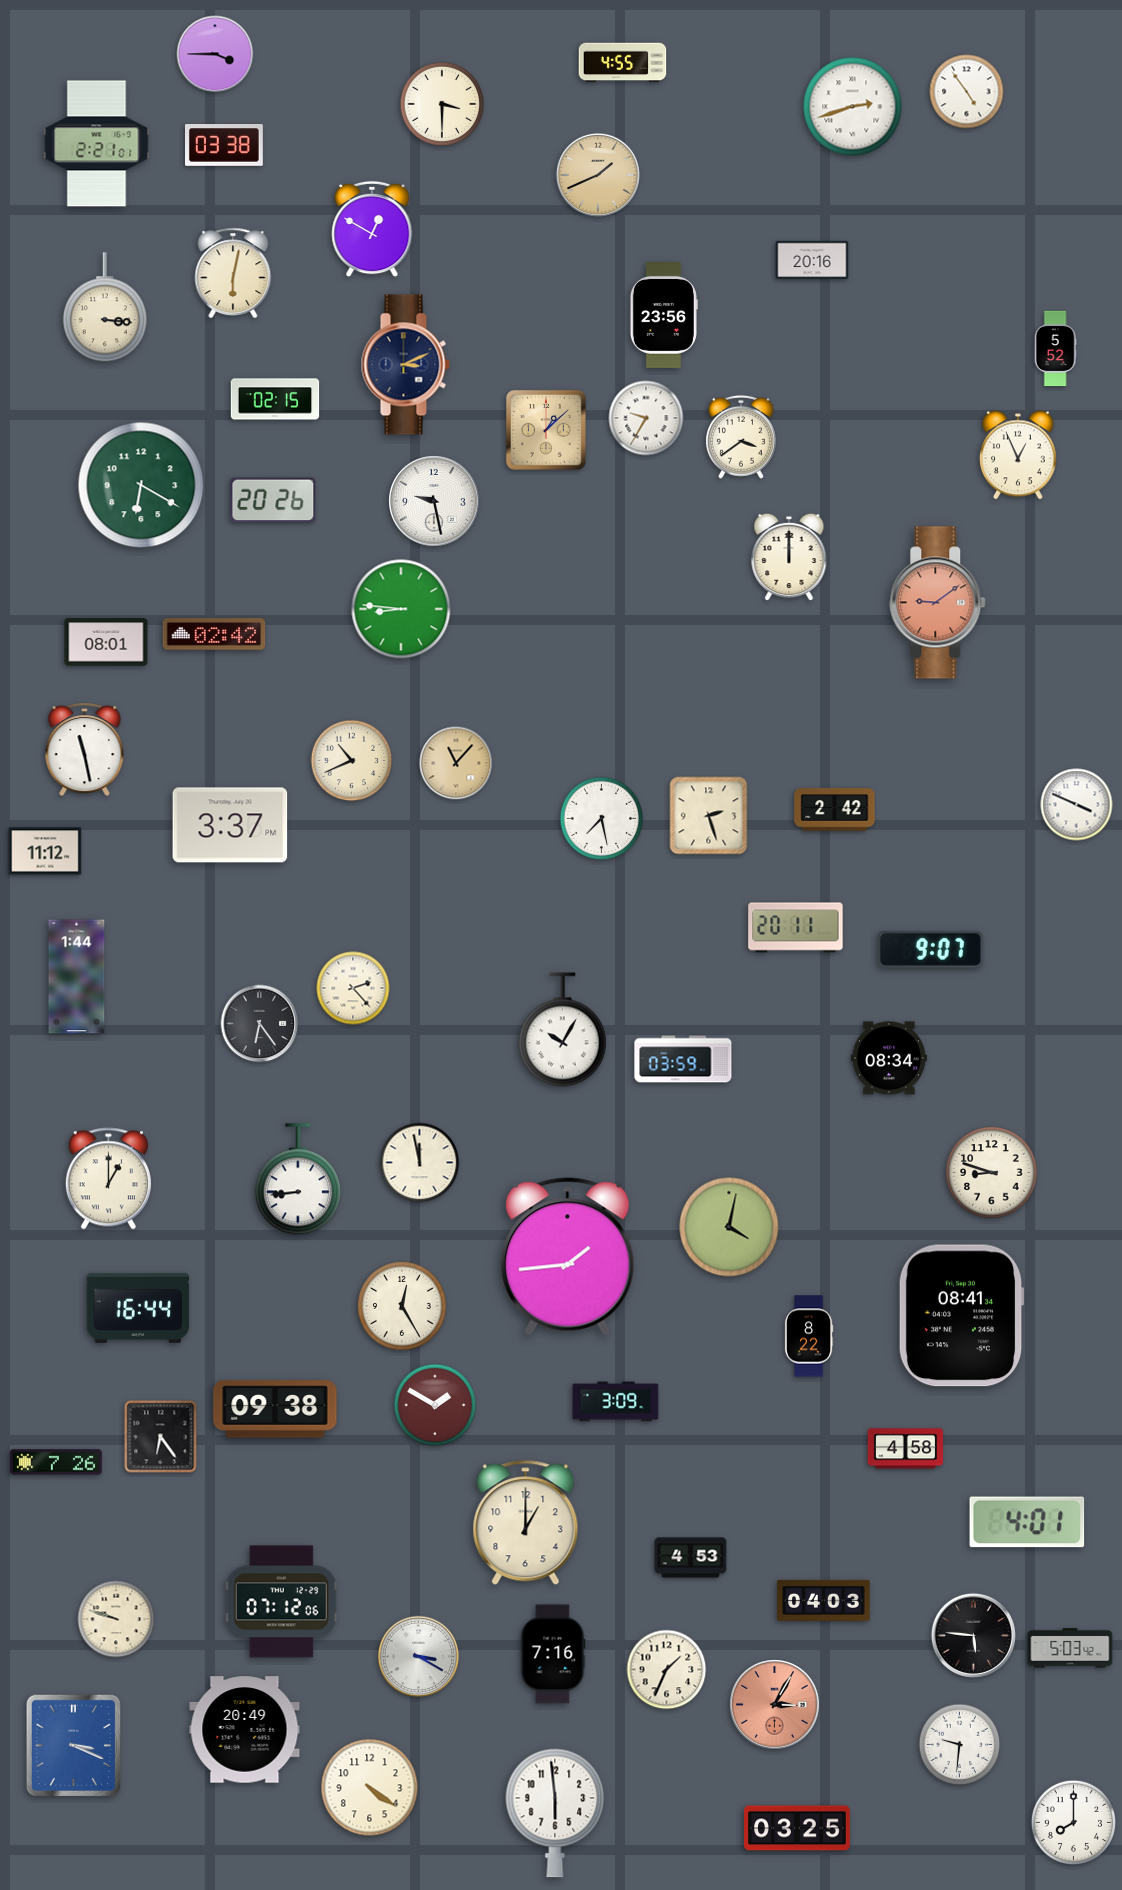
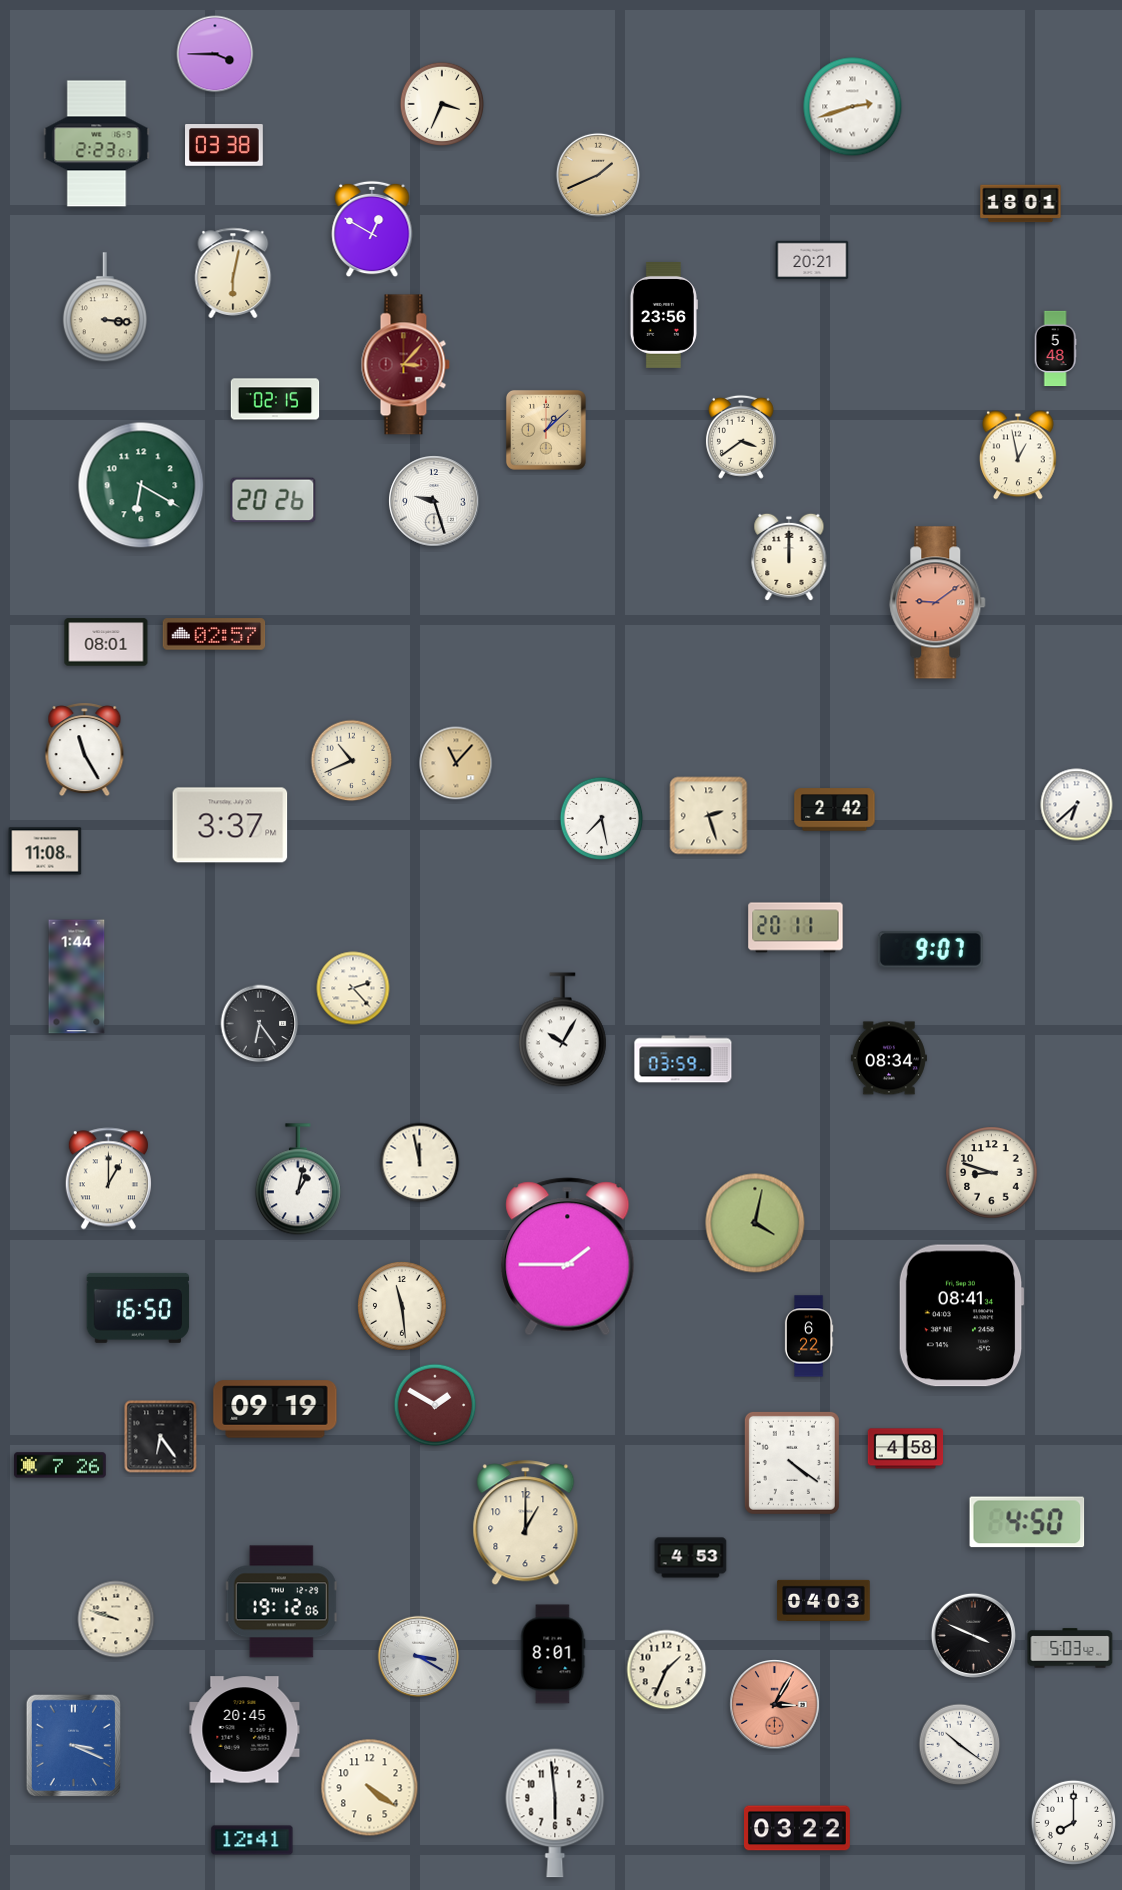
clock at (623, 63): 4:55 -> none
clock at (967, 92): 4:54 -> none
clock at (442, 104): 3:30 -> 3:34
clock at (97, 144): 2:21 -> 2:23
clock at (1021, 204): none -> 18:01
clock at (812, 260): 20:16 -> 20:21
clock at (1055, 349): 5:52 -> 5:48
clock at (405, 365): 3:11 -> 3:07
clock at (405, 365) dial: navy -> burgundy
clock at (646, 418): 9:35 -> none
clock at (1019, 455): 12:56 -> 12:58
clock at (434, 501): 9:28 -> 9:27
clock at (401, 609): 8:46 -> none
clock at (214, 634): 02:42 -> 02:57
clock at (85, 750): 11:28 -> 11:25
clock at (1077, 805): 3:49 -> 6:38
clock at (45, 851): 11:12 -> 11:08
clock at (298, 1180): 8:44 -> 1:02
clock at (729, 1227) position: (729, 1227) -> (755, 1223)
clock at (568, 1257): 1:44 -> 1:45
clock at (403, 1307): 12:25 -> 11:29
clock at (138, 1308): 16:44 -> 16:50
clock at (809, 1336): 8:22 -> 6:22
clock at (616, 1402): 3:09 -> none
clock at (275, 1409): 09:38 -> 09:19
clock at (57, 1462) position: (57, 1462) -> (61, 1465)
clock at (792, 1463): none -> 4:21
clock at (1027, 1522): 4:01 -> 4:50
clock at (281, 1602): 07:12 -> 19:12
clock at (973, 1635): 5:46 -> 3:49
clock at (553, 1654): 7:16 -> 8:01
clock at (245, 1730): 20:49 -> 20:45
clock at (960, 1745): 9:31 -> 10:21
clock at (798, 1828): 03:25 -> 03:22
clock at (252, 1840): none -> 12:41
